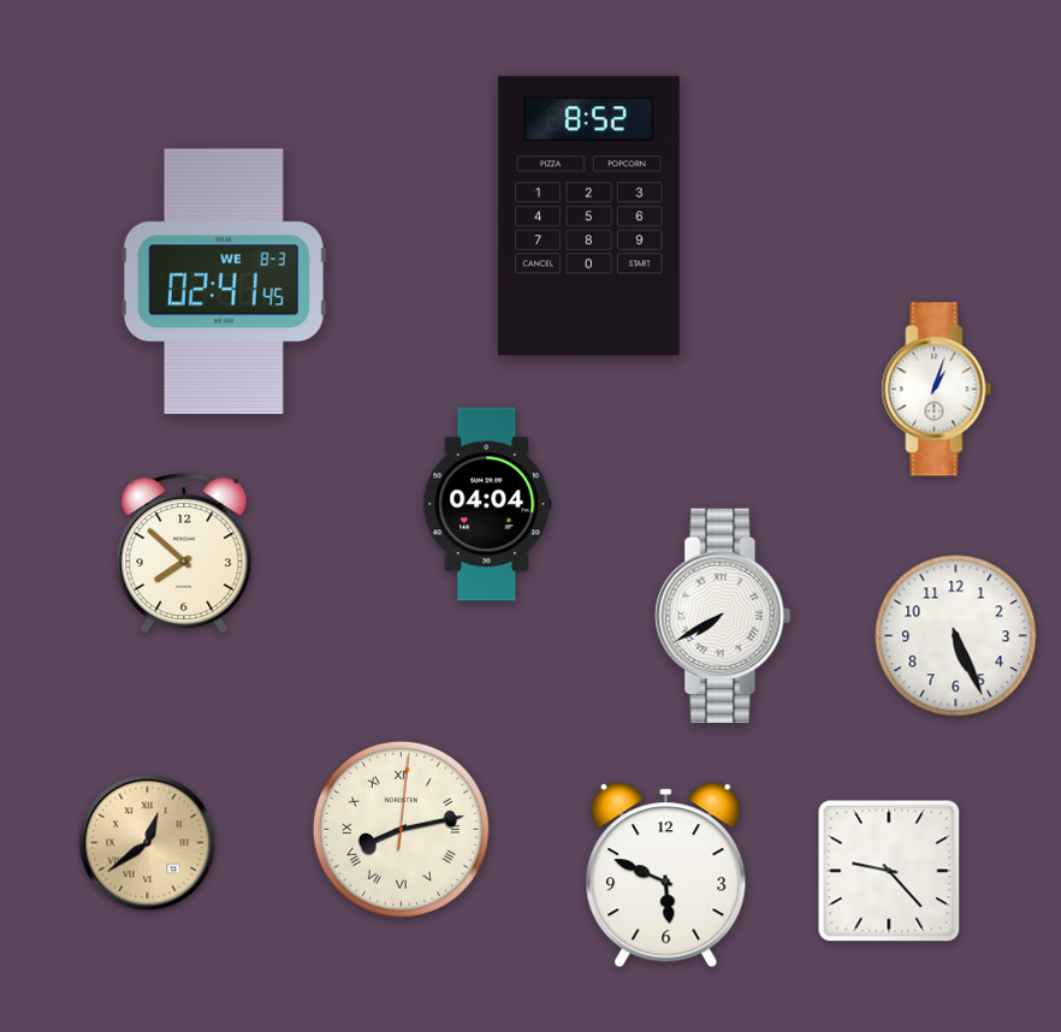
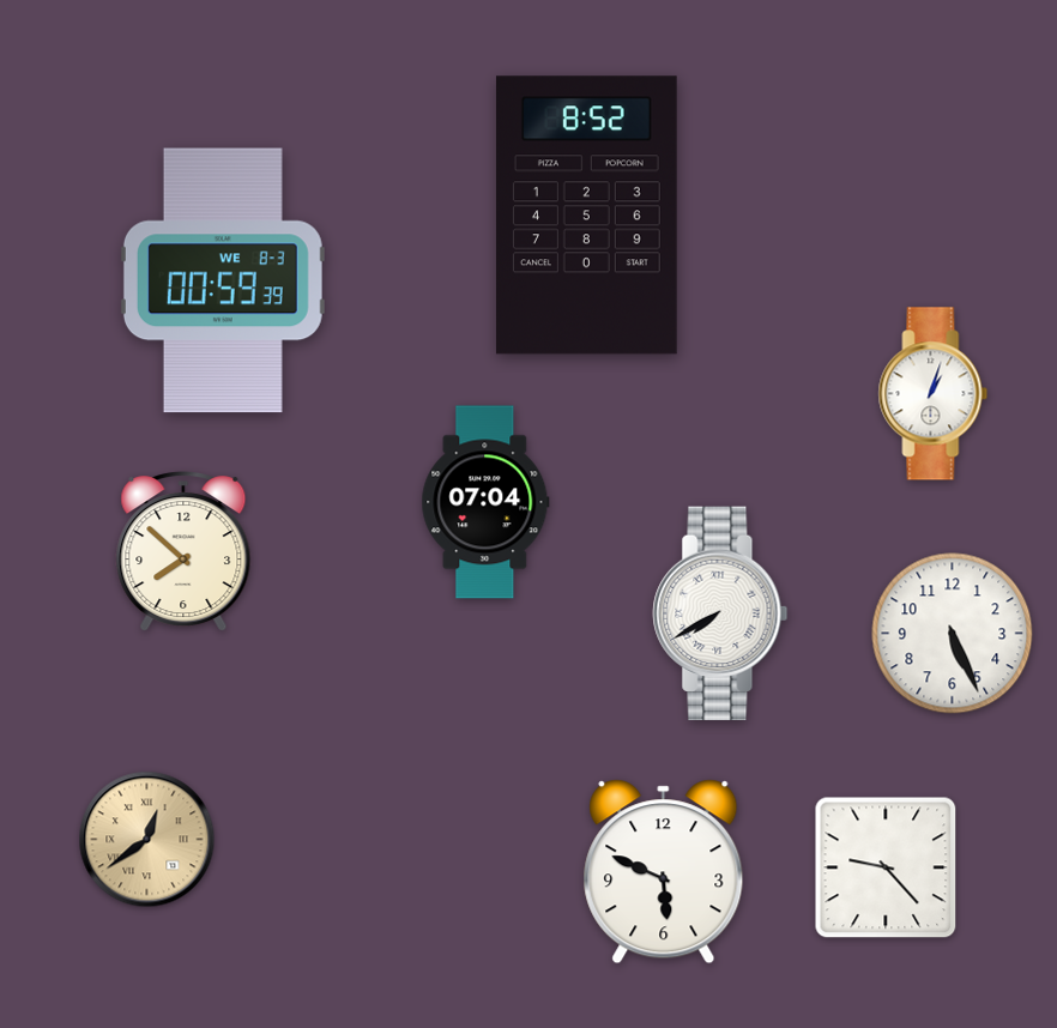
clock at (224, 281): 02:41 -> 00:59
clock at (937, 390) position: (937, 390) -> (934, 394)
clock at (487, 504): 04:04 -> 07:04
clock at (401, 829): 8:13 -> none
